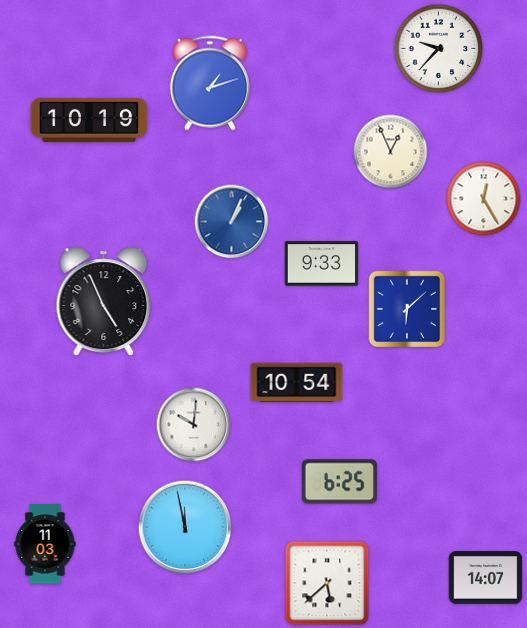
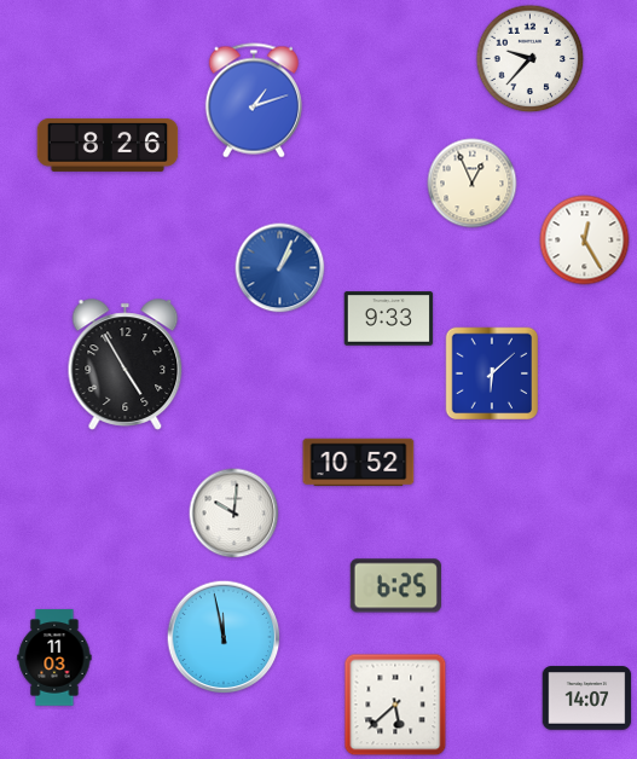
clock at (89, 120): 10:19 -> 8:26
clock at (104, 302): 4:56 -> 4:55
clock at (297, 383): 10:54 -> 10:52
clock at (339, 482) position: (339, 482) -> (395, 586)
